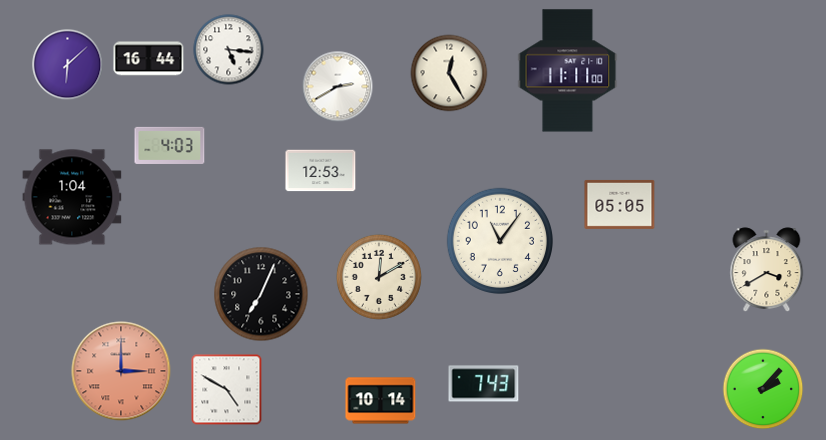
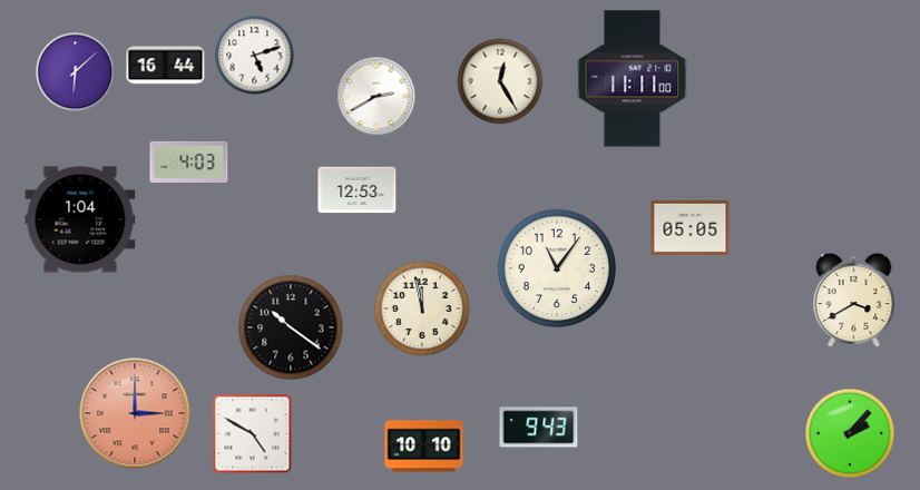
clock at (229, 50): 5:16 -> 5:12
clock at (379, 277): 12:10 -> 11:58
clock at (261, 294): 7:04 -> 10:21
clock at (484, 384): 7:43 -> 9:43
clock at (381, 401): 10:14 -> 10:10
